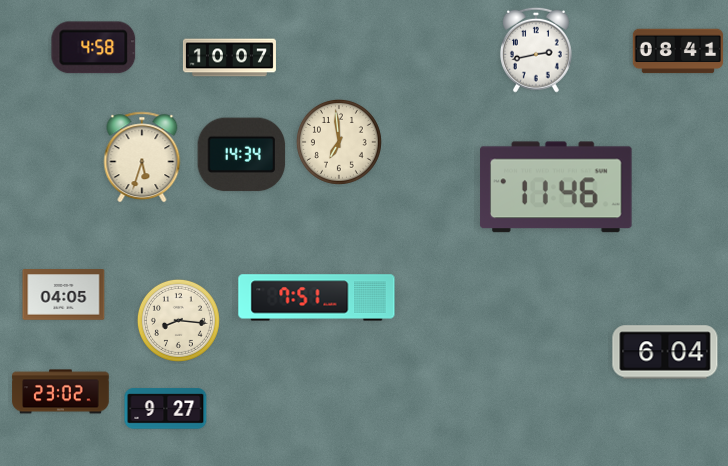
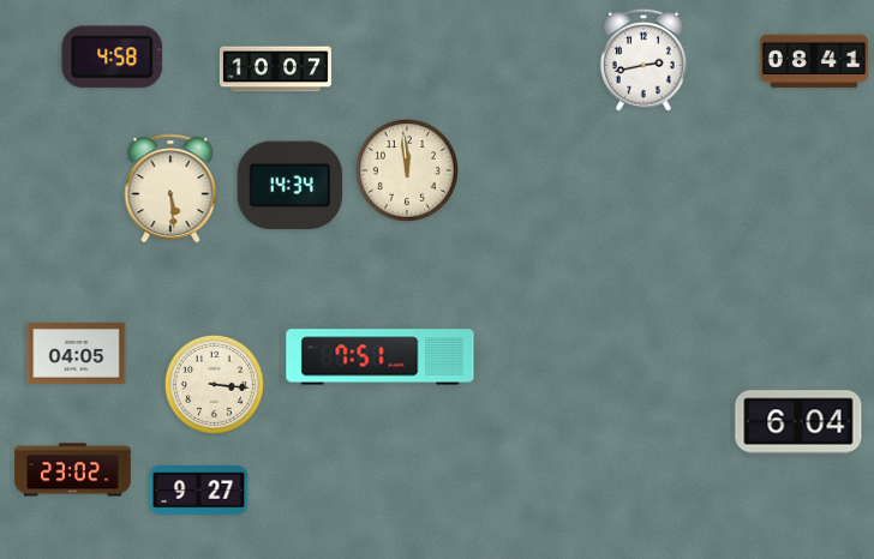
clock at (339, 142): 6:59 -> 11:59
clock at (142, 157): 5:33 -> 5:29
clock at (556, 187): 11:46 -> none
clock at (178, 320): 8:16 -> 3:16
